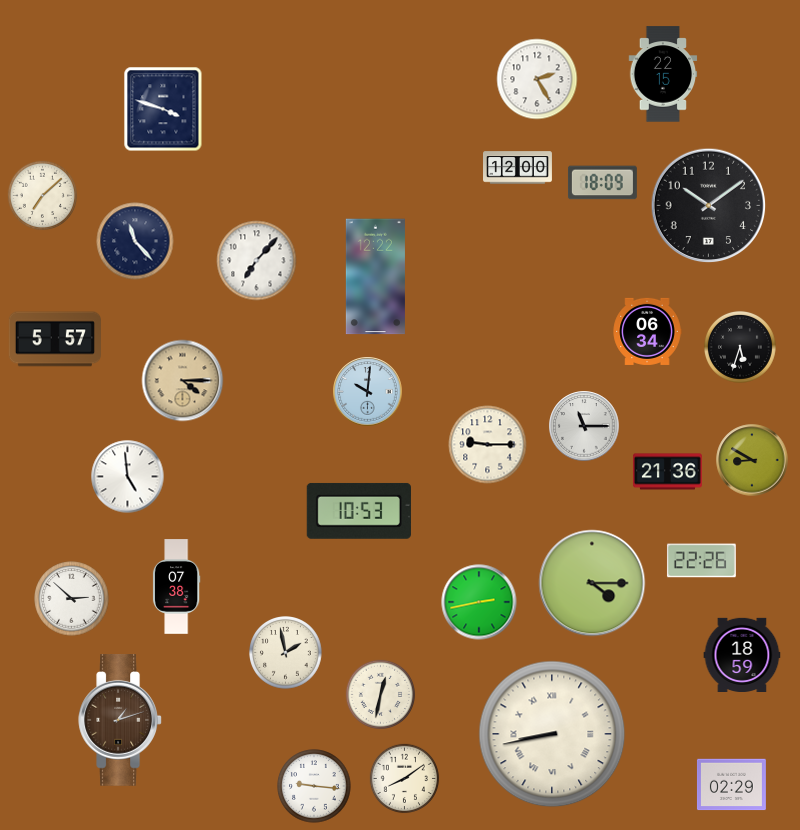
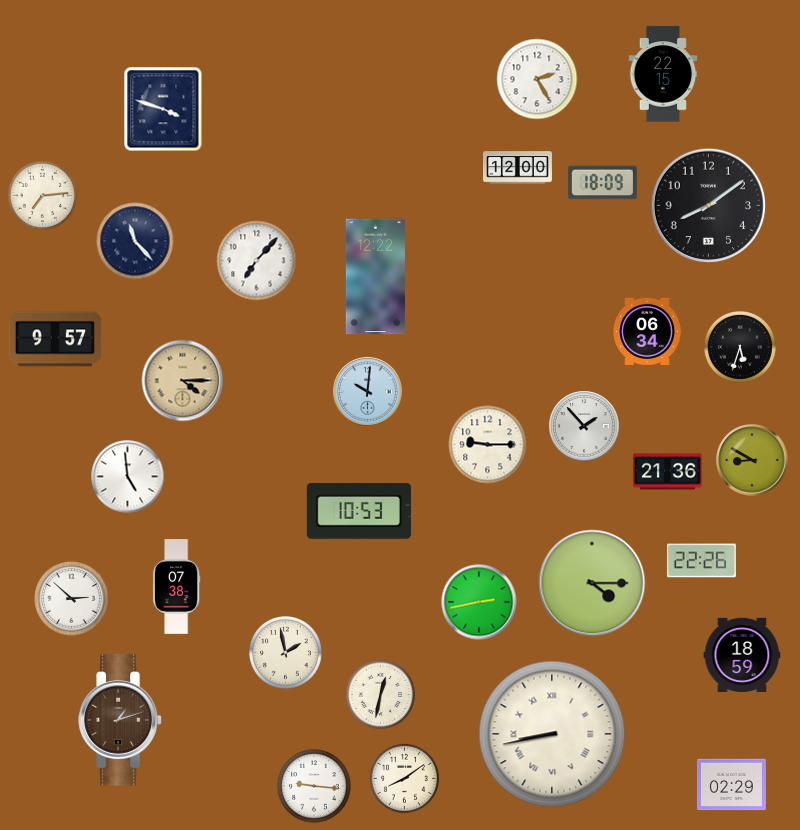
clock at (43, 196): 7:08 -> 7:14
clock at (709, 206): 10:09 -> 8:09
clock at (55, 339): 5:57 -> 9:57
clock at (584, 426): 11:15 -> 1:53
